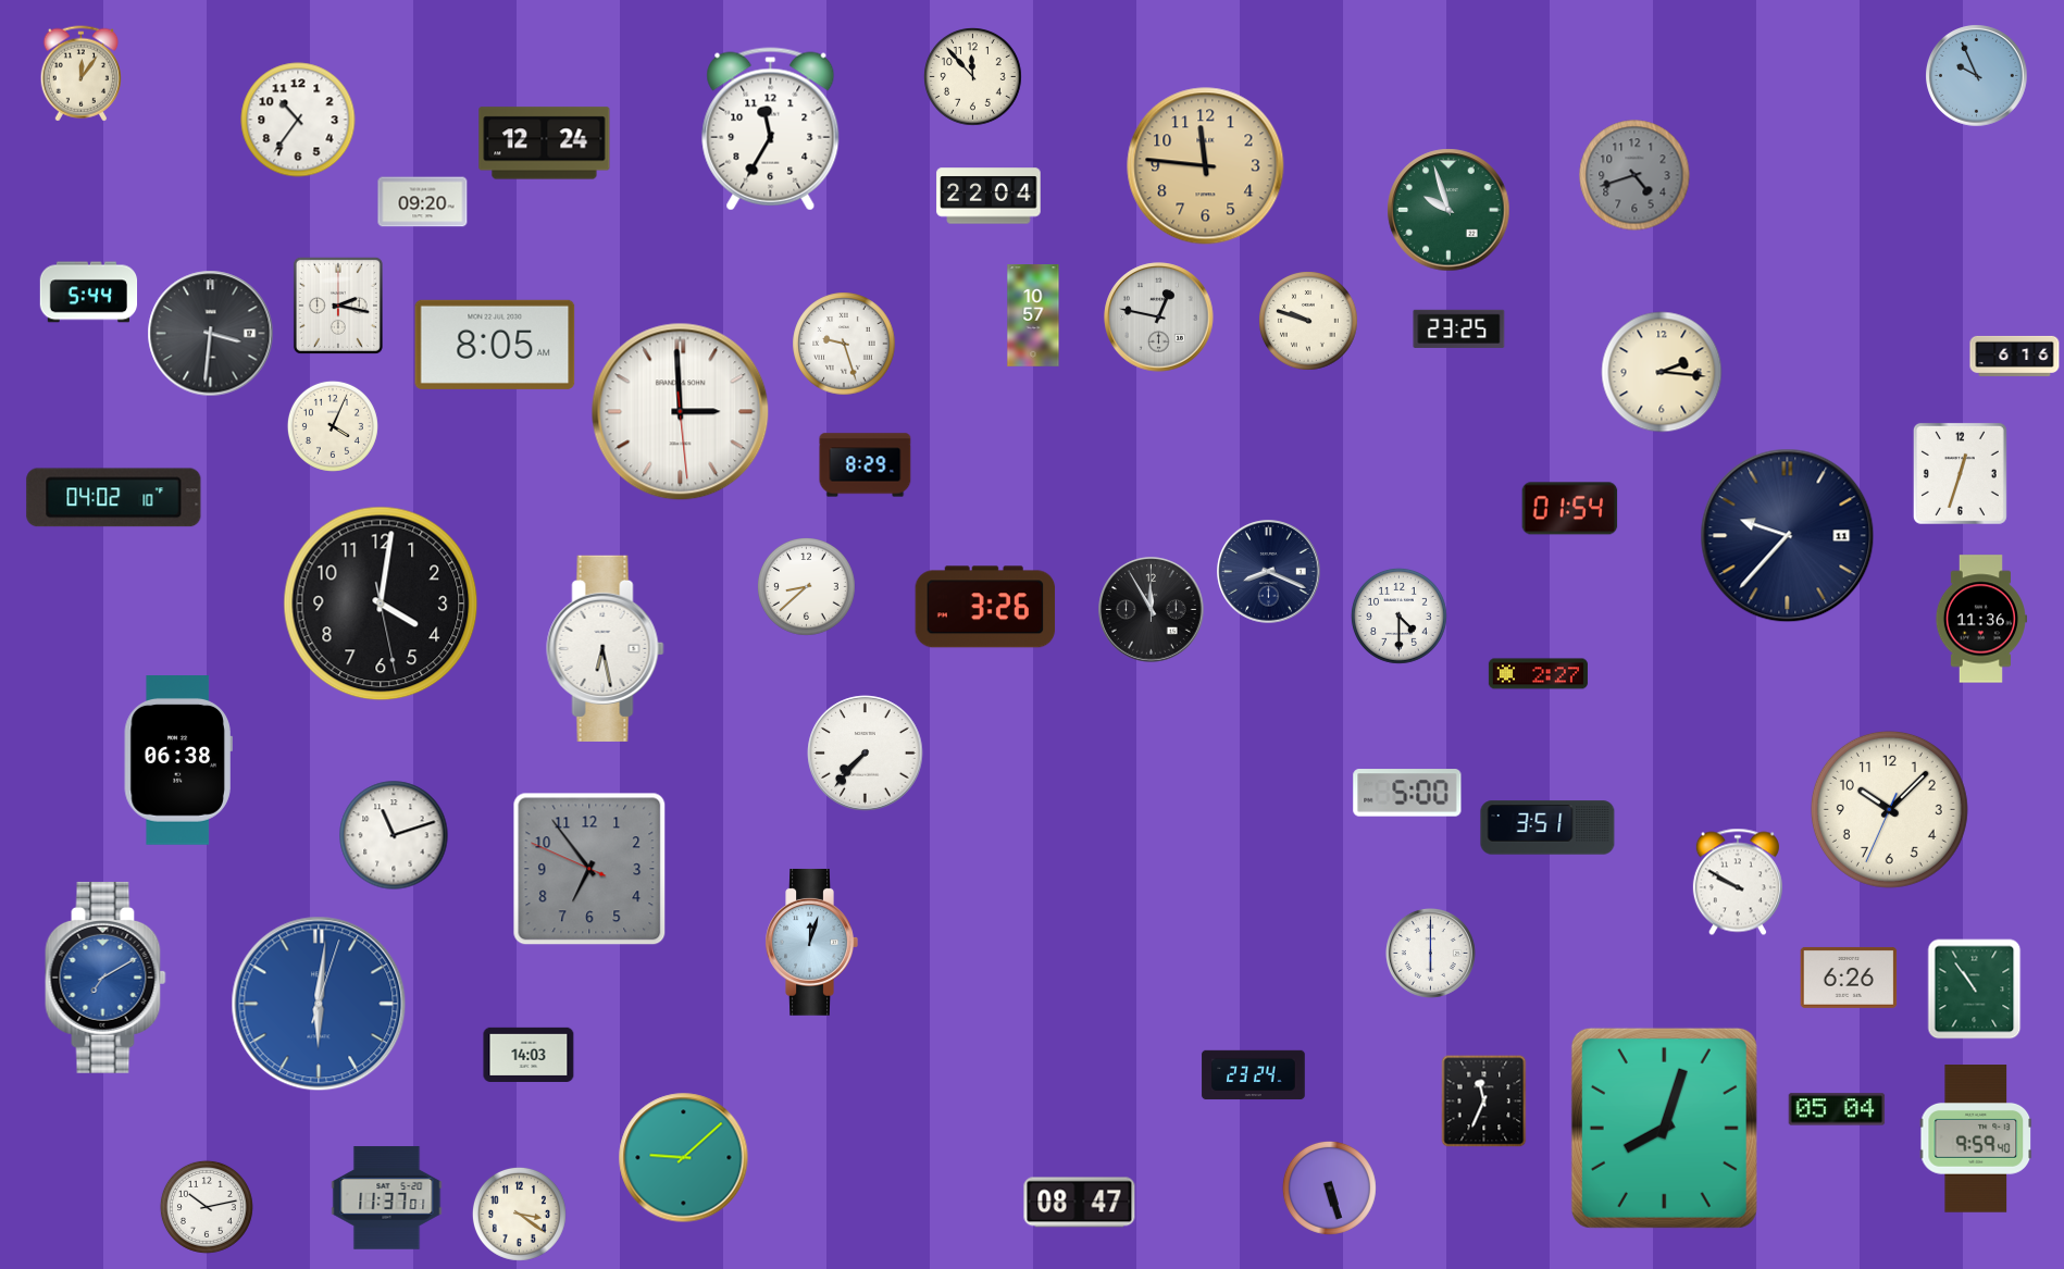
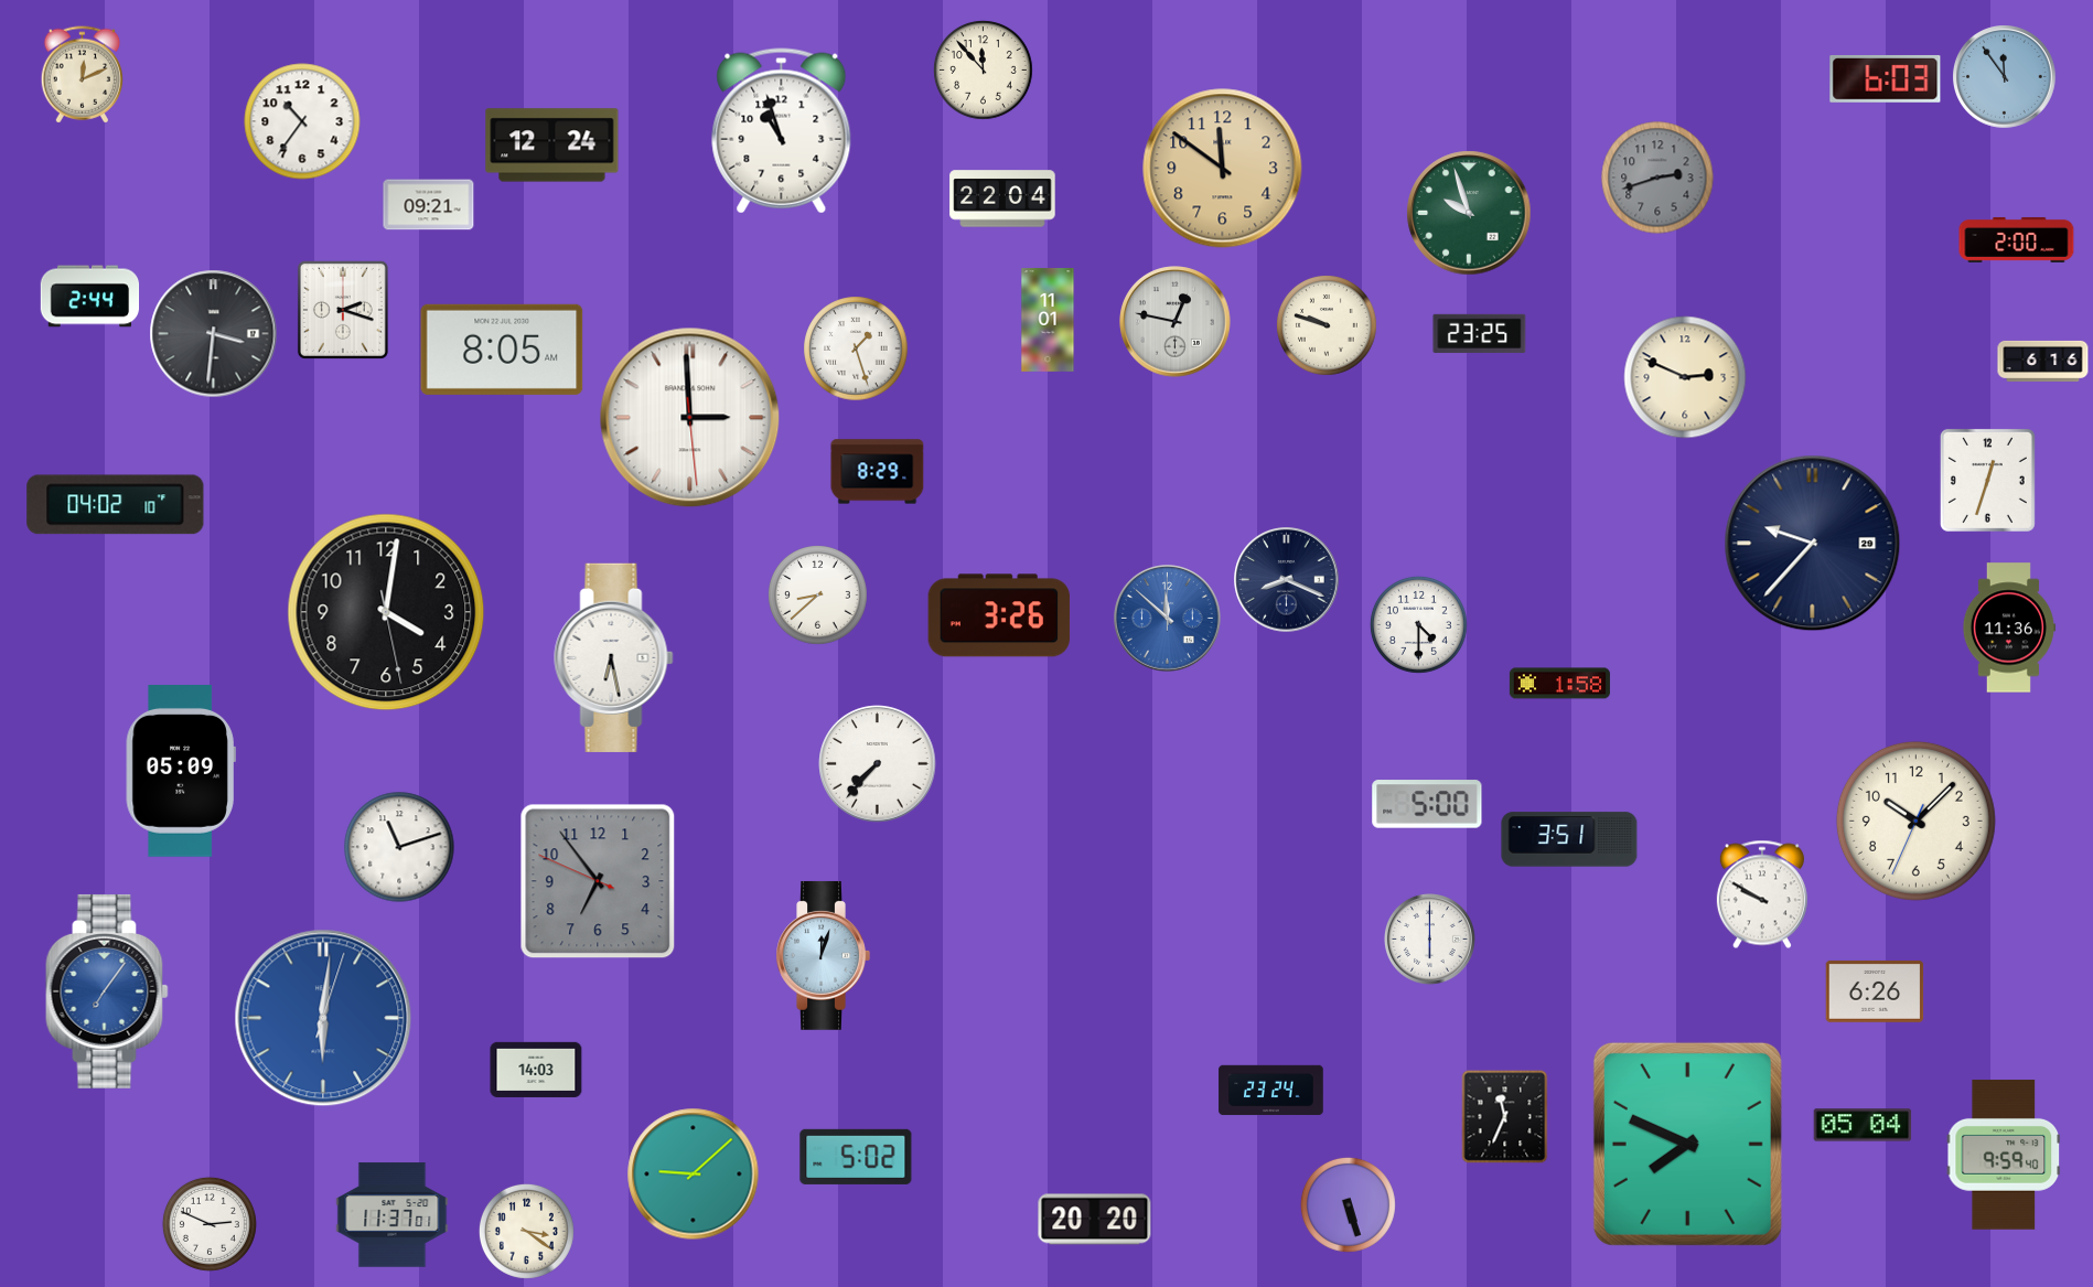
clock at (80, 74): 12:06 -> 12:11
clock at (1977, 76): 9:56 -> 11:54
clock at (973, 77) position: (973, 77) -> (984, 71)
clock at (1886, 78): none -> 6:03
clock at (771, 129): 11:35 -> 10:57
clock at (1206, 166): 11:46 -> 11:51
clock at (1634, 175): 4:42 -> 2:42
clock at (423, 202): 09:20 -> 09:21
clock at (2017, 239): none -> 2:00
clock at (89, 293): 5:44 -> 2:44
clock at (338, 306): 2:17 -> 2:18
clock at (1033, 315): 10:57 -> 11:01
clock at (211, 334) position: (211, 334) -> (214, 334)
clock at (844, 344): 9:27 -> 1:27
clock at (1662, 372): 2:16 -> 2:49
clock at (333, 426): 4:04 -> none
clock at (1570, 509): 01:54 -> none
clock at (1788, 536) date: 11 -> 29
clock at (1152, 610): 11:55 -> 11:52
clock at (1152, 610) dial: black -> blue
clock at (1538, 674): 2:27 -> 1:58
clock at (178, 761): 06:38 -> 05:09
clock at (1430, 953) position: (1430, 953) -> (1429, 939)
clock at (105, 978): 7:10 -> 7:06
clock at (1975, 990): 10:54 -> none
clock at (1664, 1128): 8:03 -> 7:49
clock at (856, 1157): none -> 5:02
clock at (1080, 1203): 08:47 -> 20:20
clock at (207, 1207): 10:13 -> 2:49
